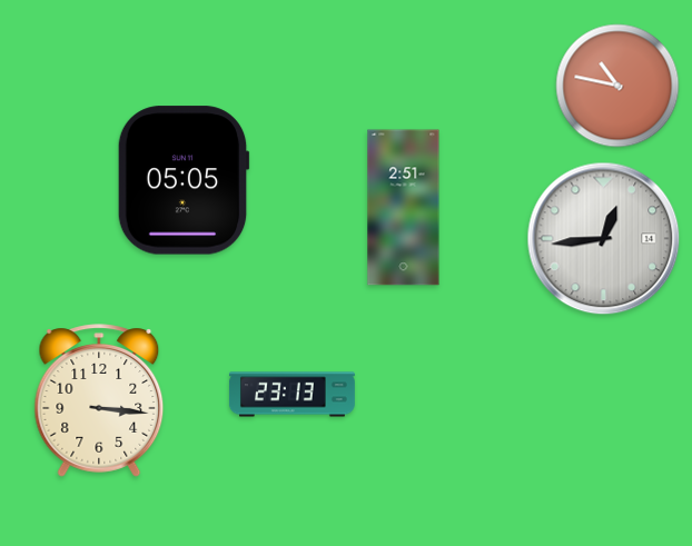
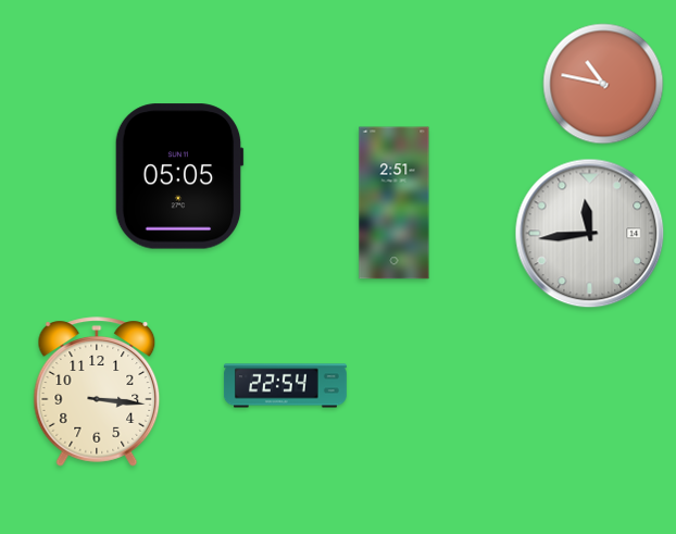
clock at (604, 239): 12:44 -> 11:44
clock at (291, 395): 23:13 -> 22:54
